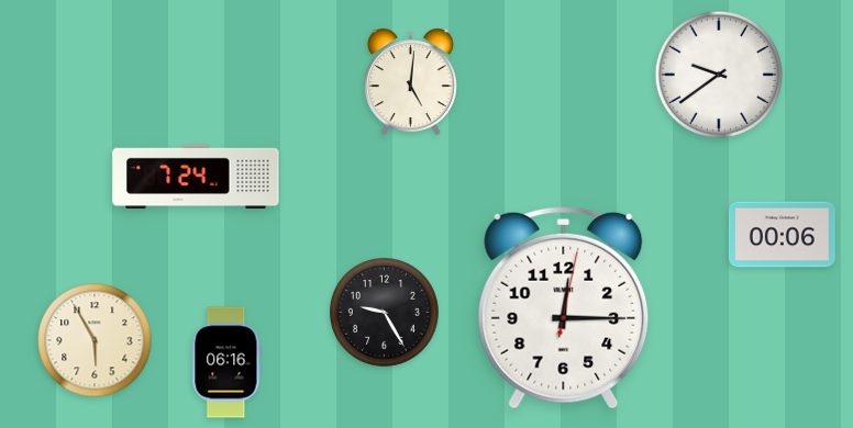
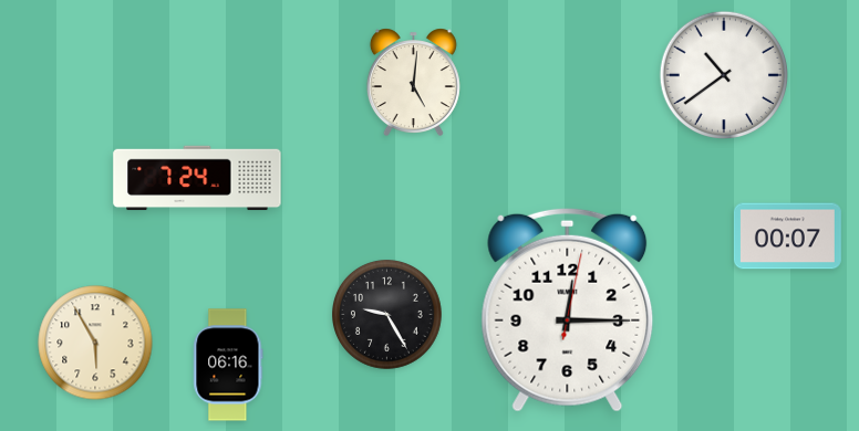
clock at (718, 74): 9:39 -> 10:39
clock at (782, 235): 00:06 -> 00:07
